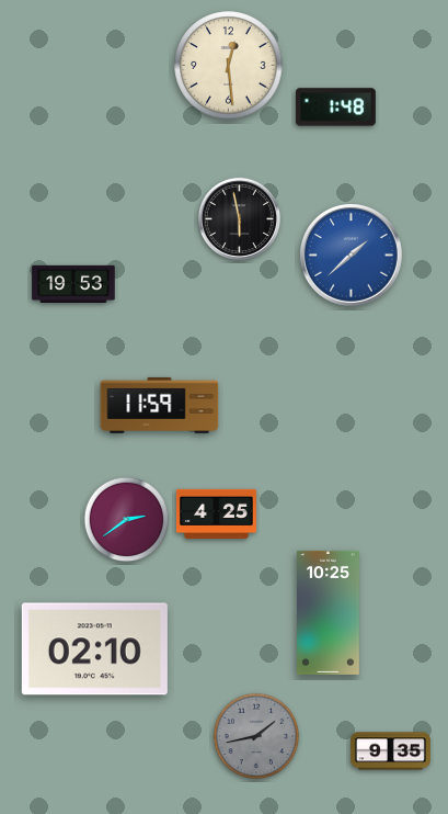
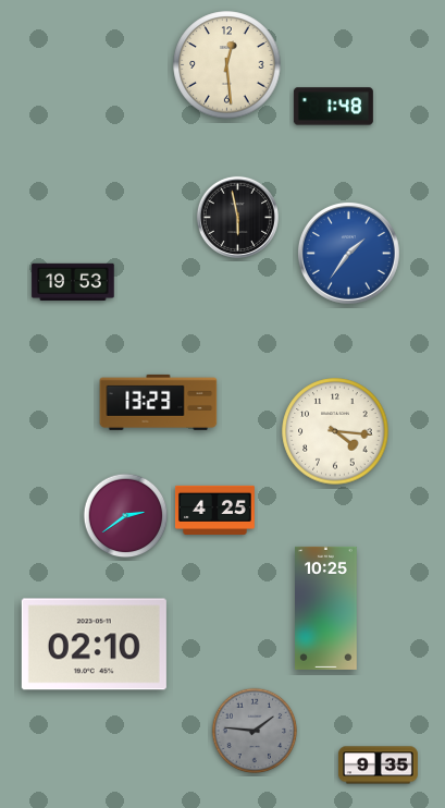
clock at (351, 255): 1:38 -> 1:36
clock at (160, 405): 11:59 -> 13:23
clock at (335, 431): none -> 4:16
clock at (256, 736): 1:43 -> 1:46
clock at (390, 751) position: (390, 751) -> (378, 766)
